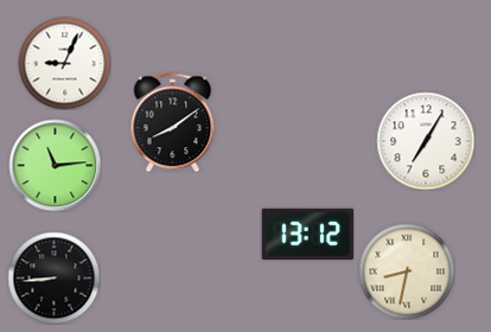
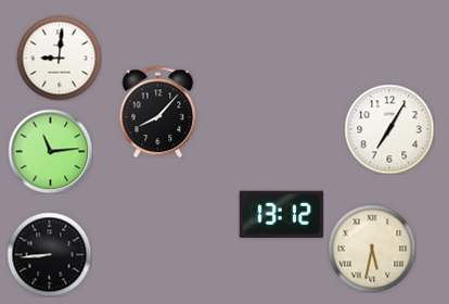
clock at (64, 63): 9:04 -> 9:01
clock at (173, 122): 8:09 -> 8:07
clock at (407, 272): 8:32 -> 5:32
